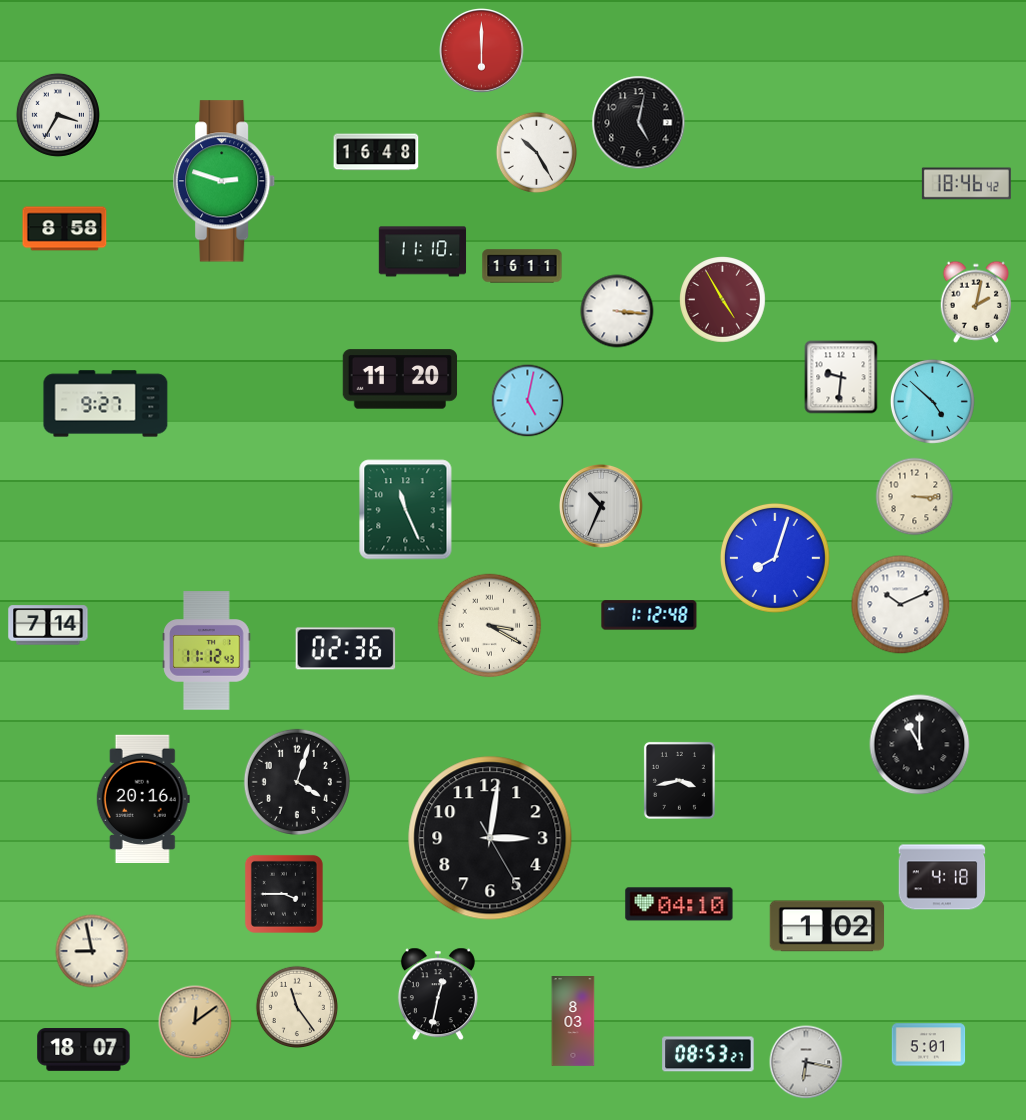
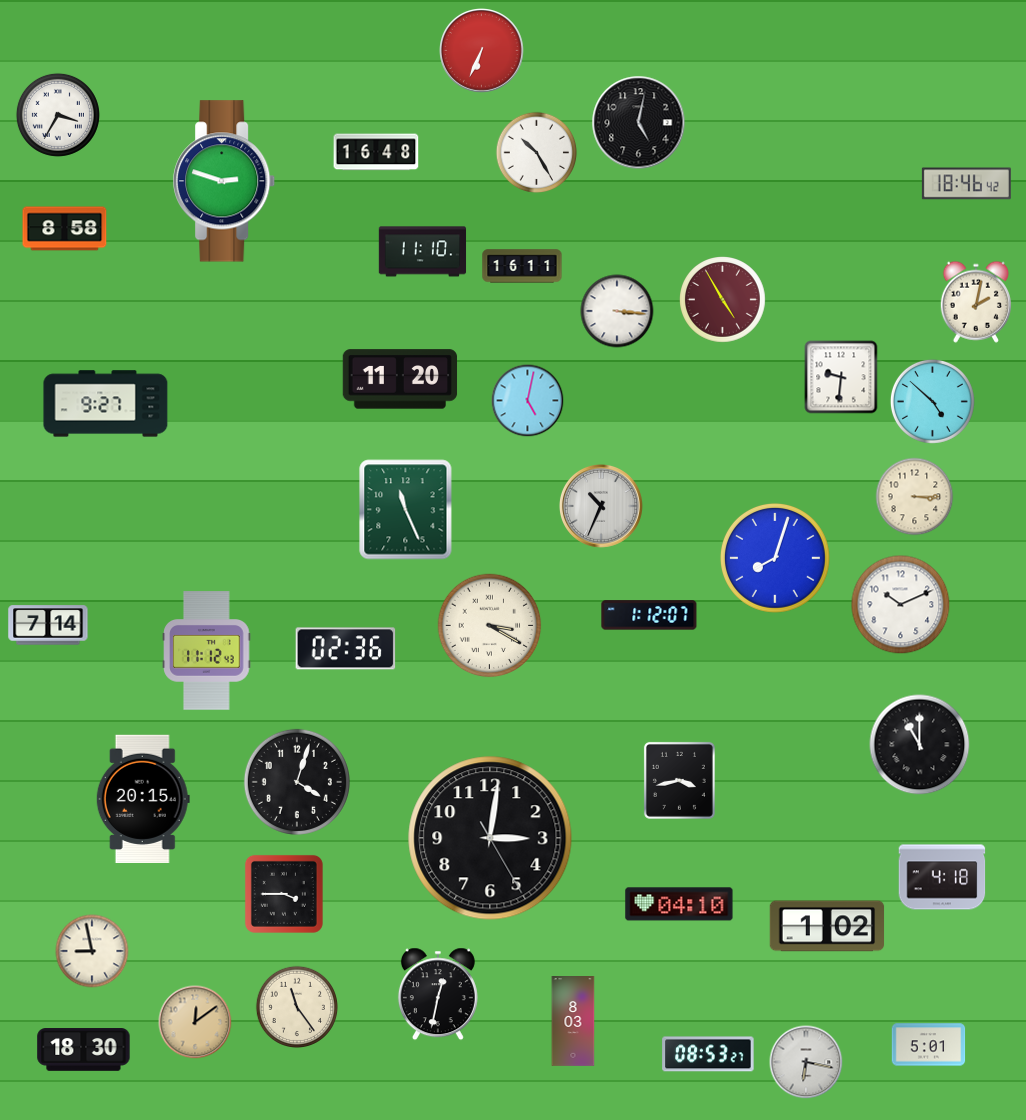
clock at (482, 51): 6:00 -> 6:34
clock at (649, 615): 1:12:48 -> 1:12:07
clock at (143, 798): 20:16 -> 20:15
clock at (84, 1050): 18:07 -> 18:30
